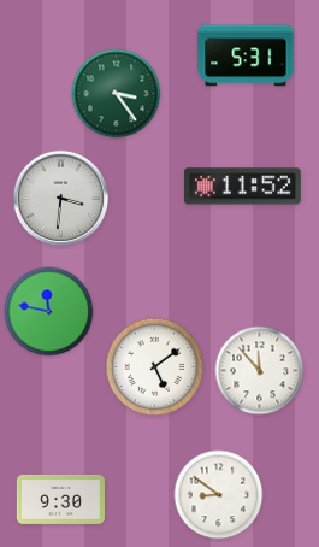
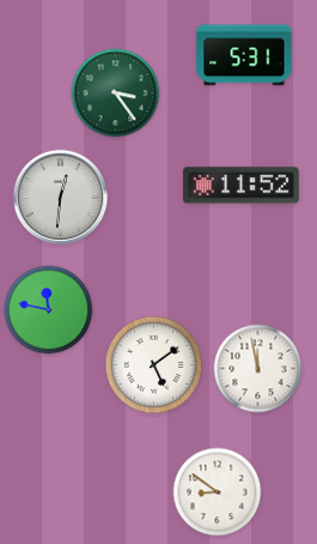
clock at (61, 199): 3:31 -> 12:31
clock at (260, 371): 11:53 -> 11:58
clock at (60, 499): 9:30 -> none
